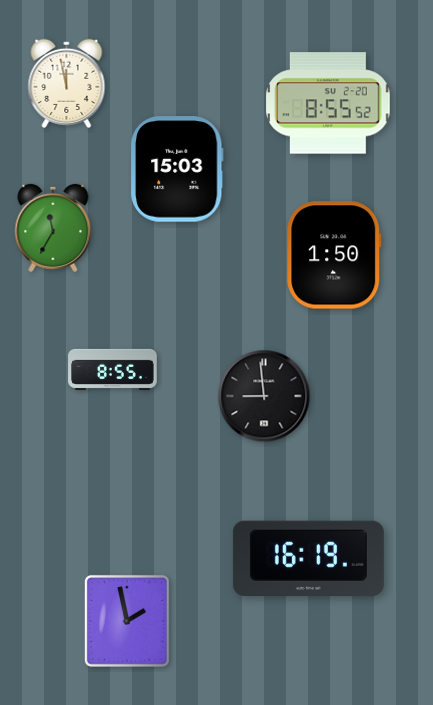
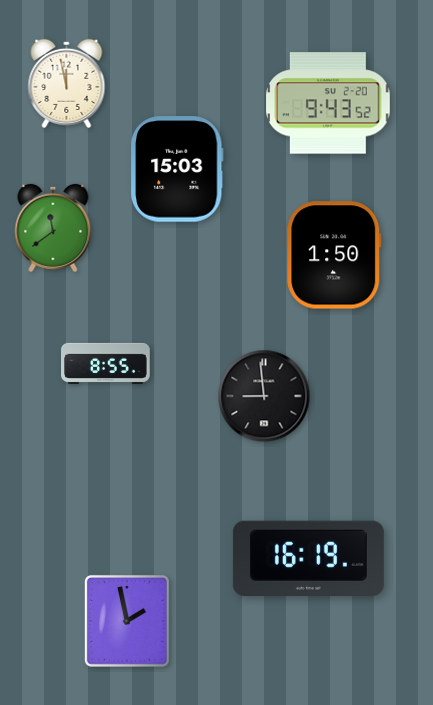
clock at (328, 103): 8:55 -> 9:43
clock at (53, 228): 11:35 -> 11:39
clock at (113, 369) position: (113, 369) -> (106, 363)
